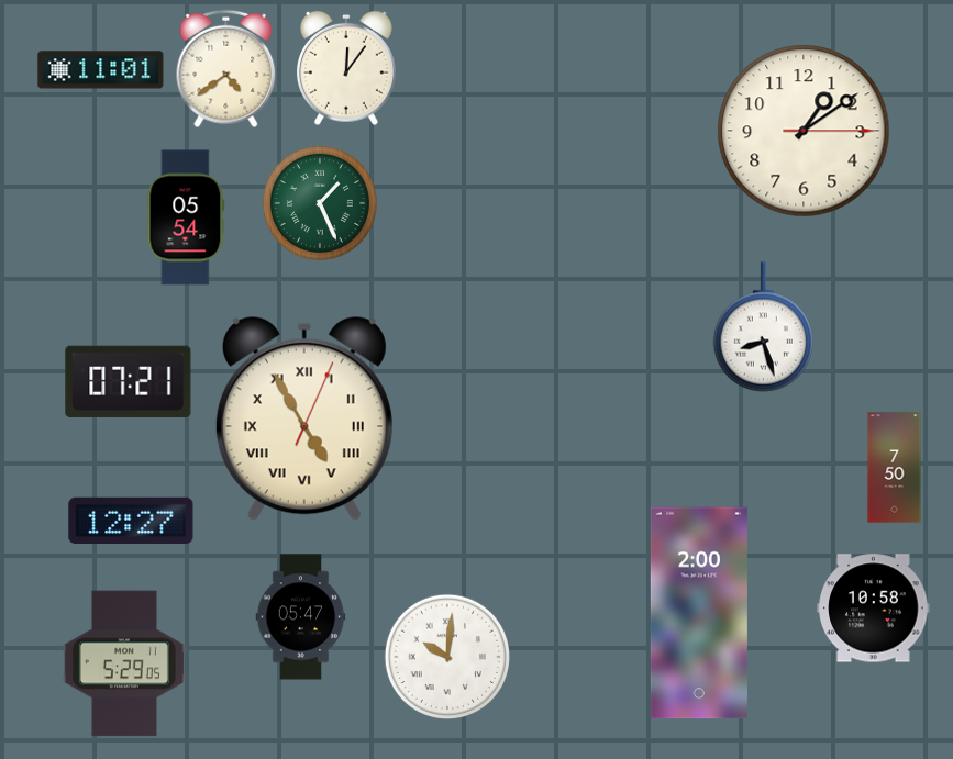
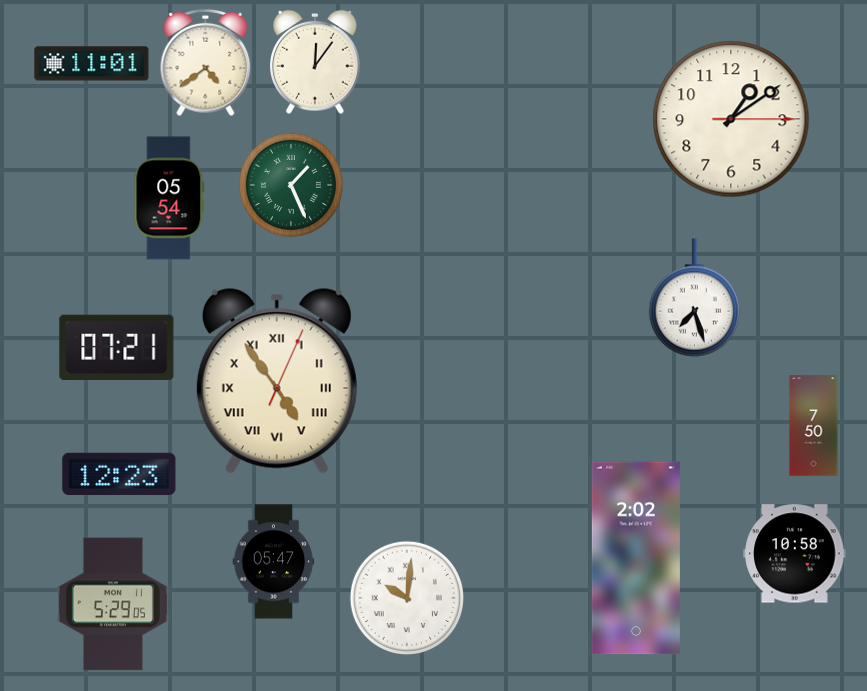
clock at (764, 327): 8:27 -> 7:27
clock at (304, 418): 4:55 -> 4:54
clock at (131, 521): 12:27 -> 12:23
clock at (699, 613): 2:00 -> 2:02
